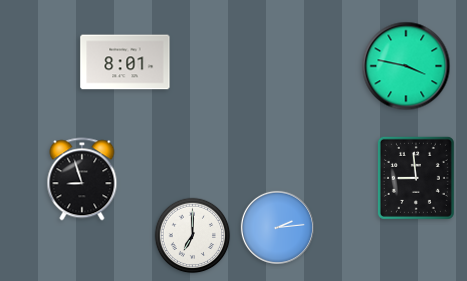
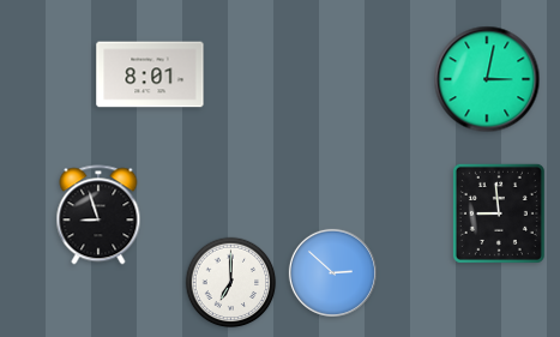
clock at (406, 66): 3:47 -> 3:02
clock at (277, 227): 2:14 -> 2:52
